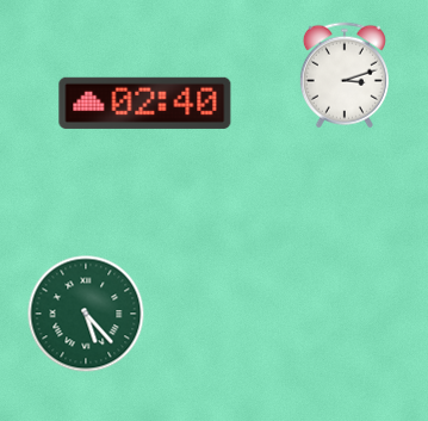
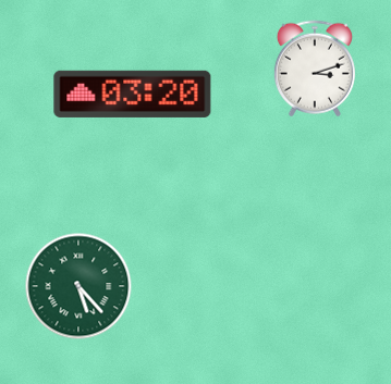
clock at (145, 103): 02:40 -> 03:20
